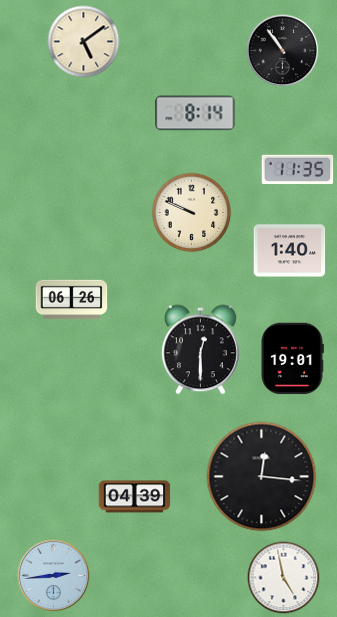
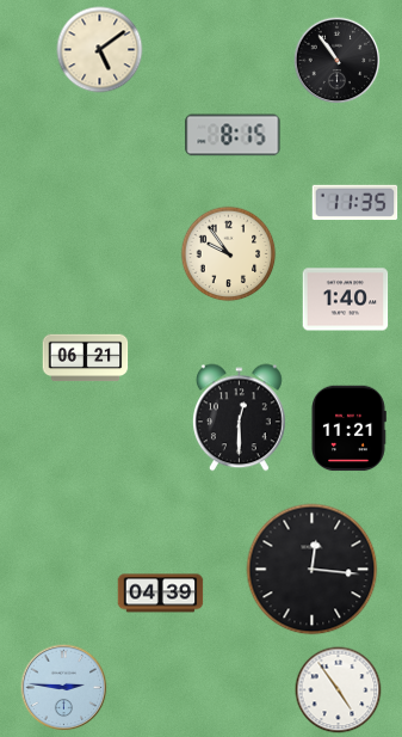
clock at (195, 113): 8:14 -> 8:15
clock at (192, 213): 9:49 -> 9:54
clock at (72, 300): 06:26 -> 06:21
clock at (292, 359): 19:01 -> 11:21
clock at (54, 576): 2:44 -> 2:46
clock at (284, 578): 4:58 -> 4:54
